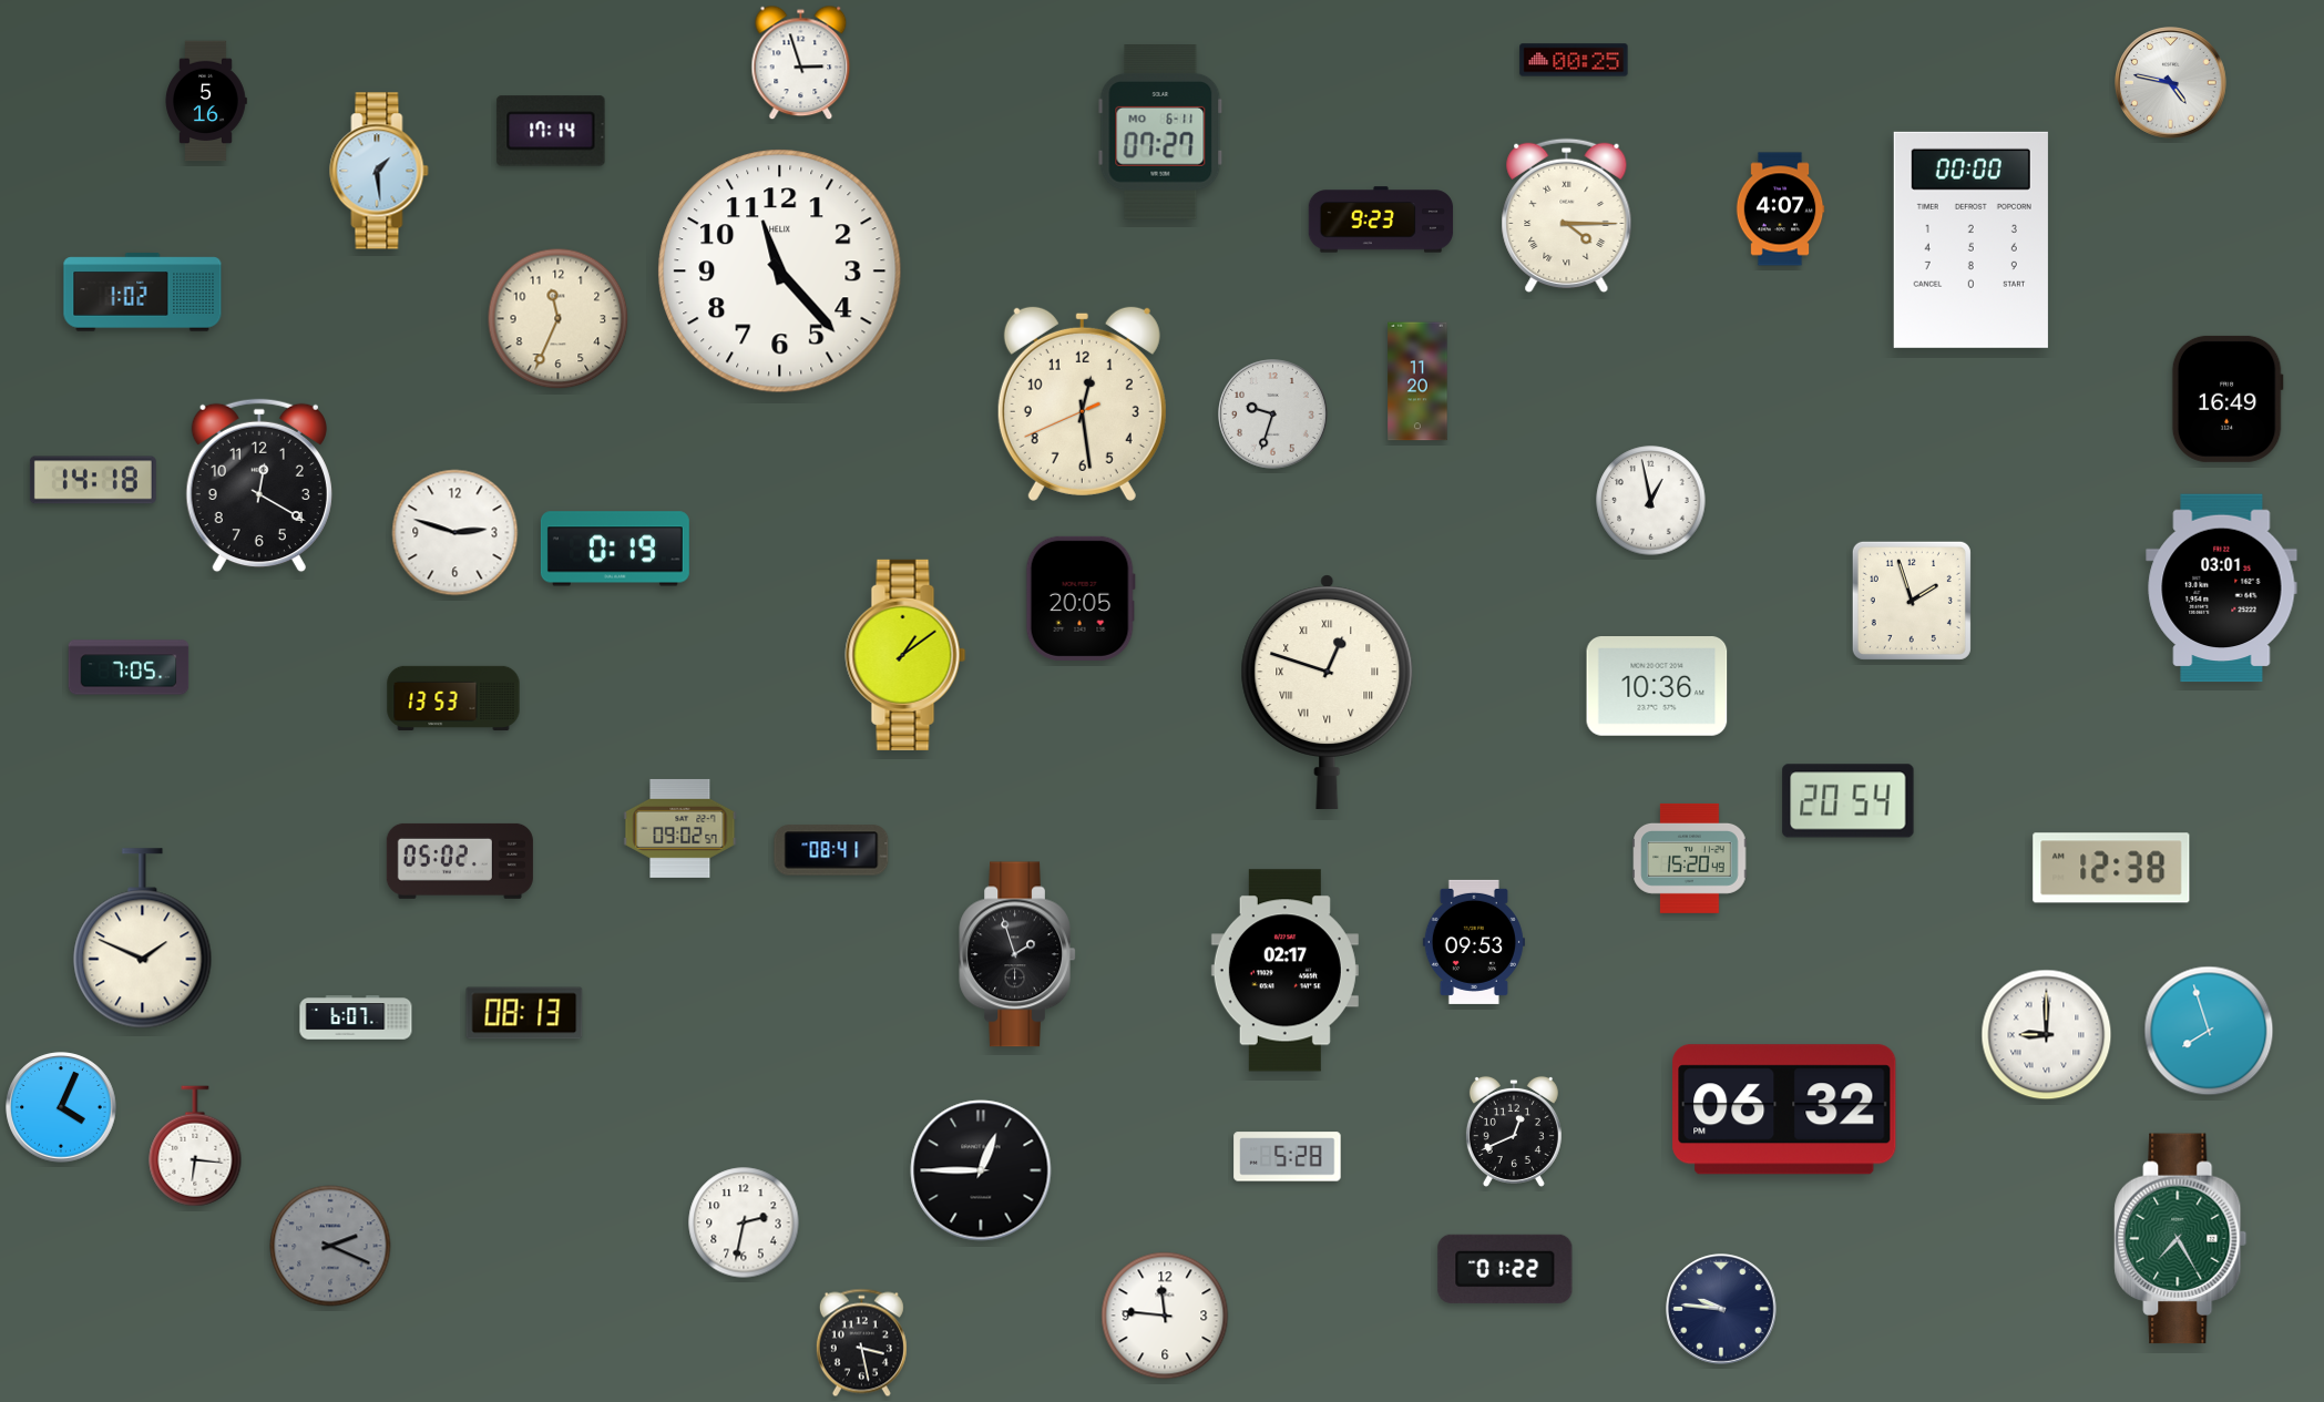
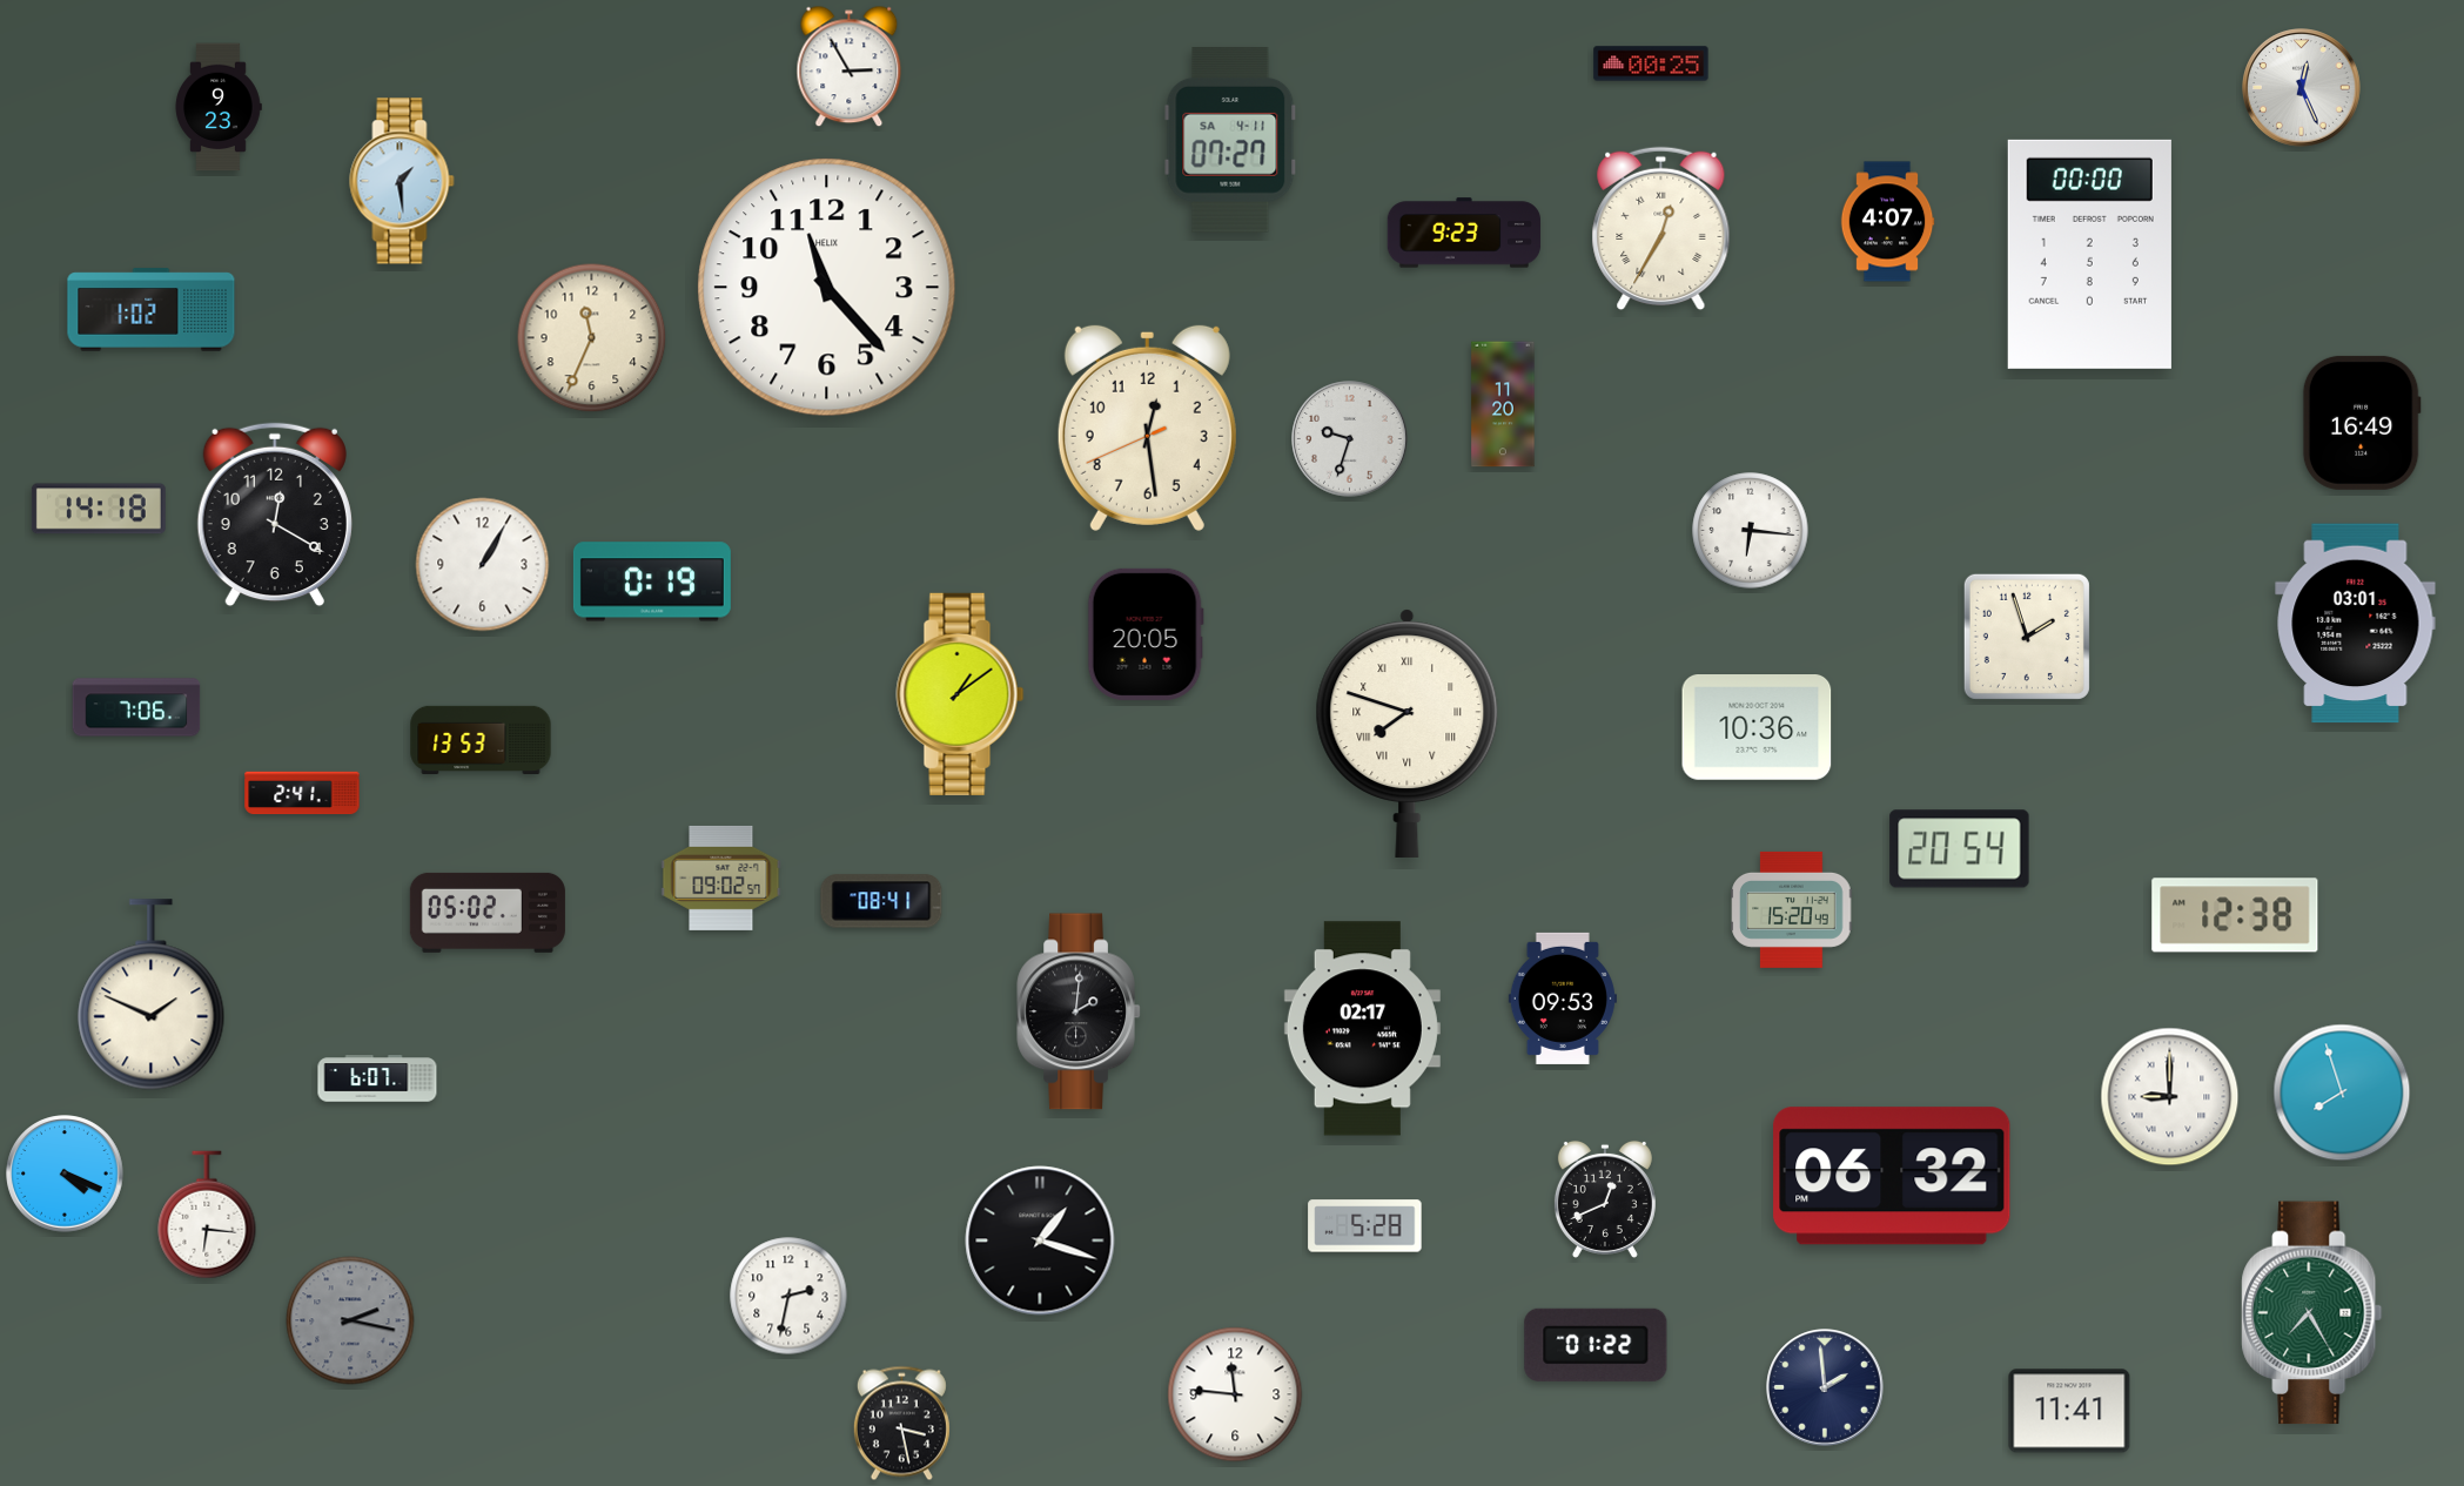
clock at (1574, 60) position: (1574, 60) -> (1651, 63)
clock at (801, 63): 2:57 -> 2:55
clock at (2171, 83): 4:47 -> 12:26
clock at (206, 101): 5:16 -> 9:23
clock at (551, 131): 17:14 -> none
clock at (1160, 133) date: MO 6-11 -> SA 4-11
clock at (1567, 216): 4:15 -> 12:35
clock at (1651, 501): 12:58 -> 6:16
clock at (455, 533): 2:48 -> 1:05
clock at (129, 667): 7:05 -> 7:06
clock at (1328, 692): 12:48 -> 7:48
clock at (302, 793): none -> 2:41
clock at (2111, 868) position: (2111, 868) -> (2235, 915)
clock at (1017, 954): 1:57 -> 2:01
clock at (524, 1013): 08:13 -> none
clock at (61, 1107): 4:04 -> 4:19
clock at (981, 1170): 12:45 -> 1:18
clock at (330, 1246): 2:19 -> 2:17
clock at (1721, 1309): 9:46 -> 1:59
clock at (2069, 1411): none -> 11:41
clock at (861, 1343) position: (861, 1343) -> (901, 1424)
